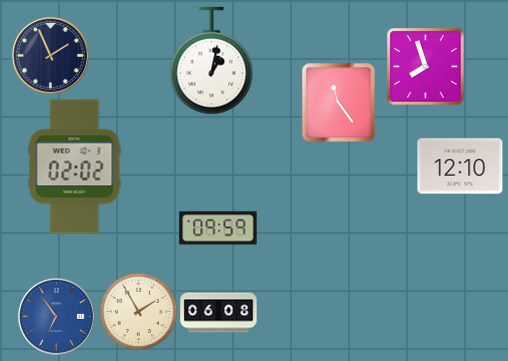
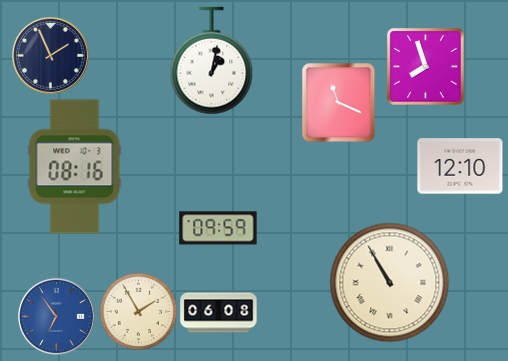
clock at (339, 102): 11:24 -> 11:19
clock at (75, 167): 02:02 -> 08:16
clock at (390, 283): none -> 10:55
